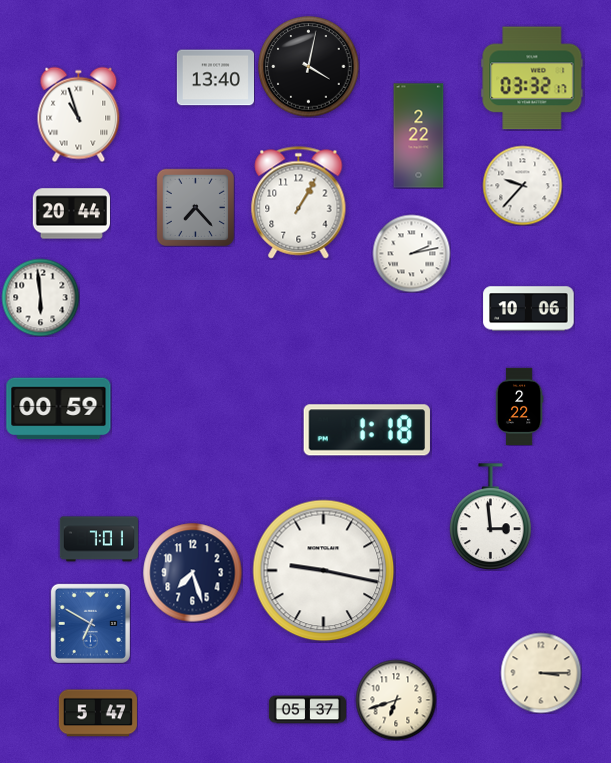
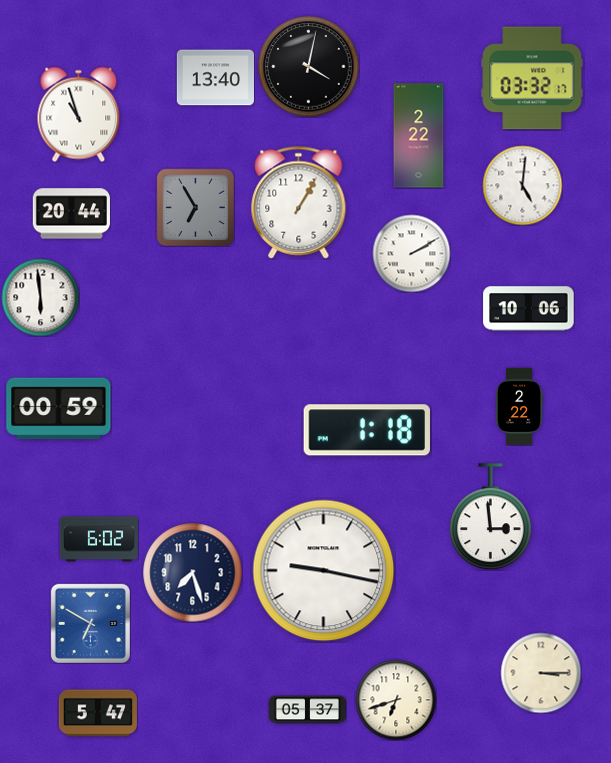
clock at (522, 185): 9:37 -> 5:01
clock at (195, 207): 7:23 -> 6:55
clock at (411, 253): 2:13 -> 2:10
clock at (99, 539): 7:01 -> 6:02
